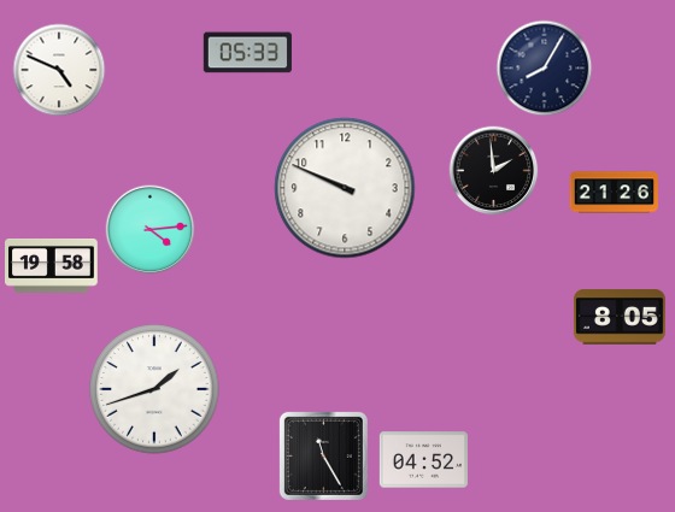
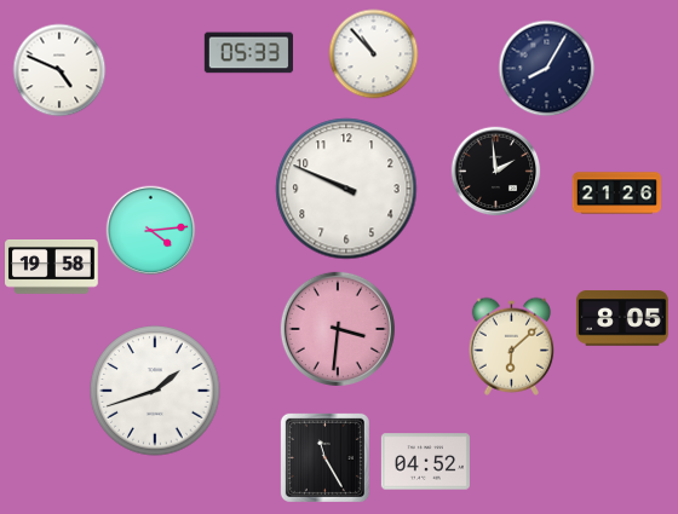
clock at (374, 54): none -> 10:53
clock at (338, 329): none -> 3:31
clock at (512, 346): none -> 6:08
